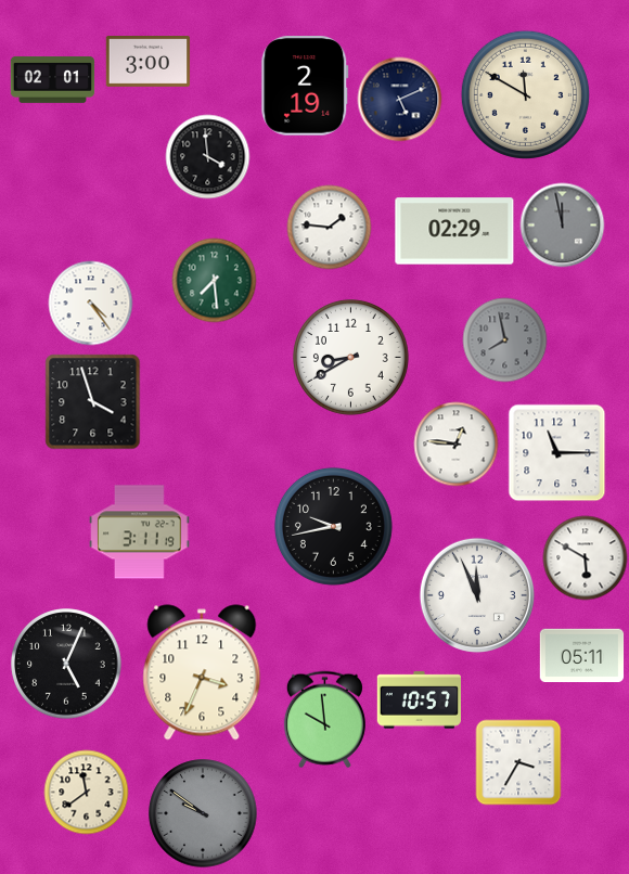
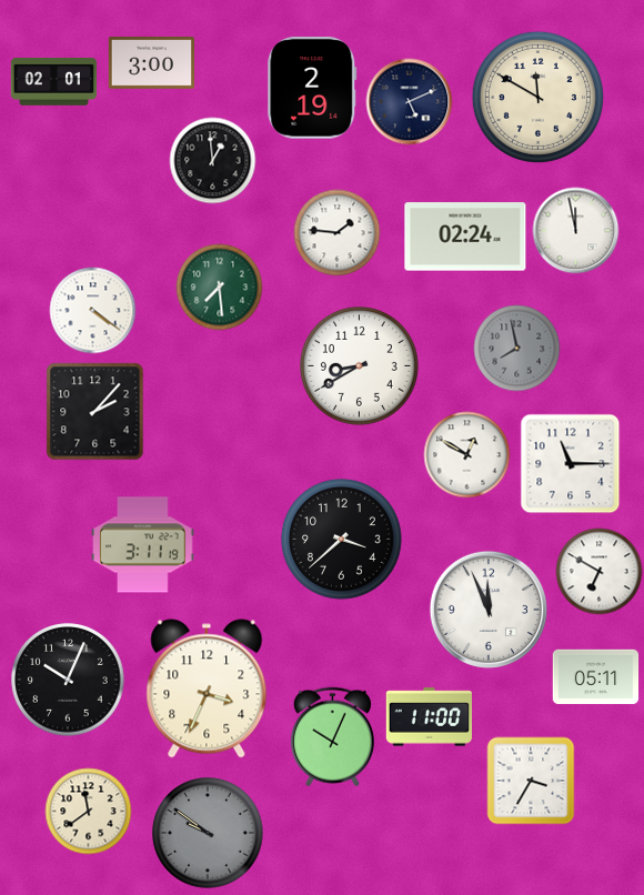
clock at (207, 156): 3:59 -> 12:59
clock at (562, 224) dial: grey -> white
clock at (454, 231): 02:29 -> 02:24
clock at (90, 303): 4:24 -> 4:21
clock at (92, 401): 3:57 -> 2:07
clock at (455, 444): 12:46 -> 12:50
clock at (333, 526): 9:43 -> 3:38
clock at (585, 557): 5:50 -> 6:50
clock at (581, 656) position: (581, 656) -> (595, 677)
clock at (66, 664): 5:04 -> 10:04
clock at (419, 701): 10:57 -> 11:00
clock at (324, 719): 9:59 -> 10:04
